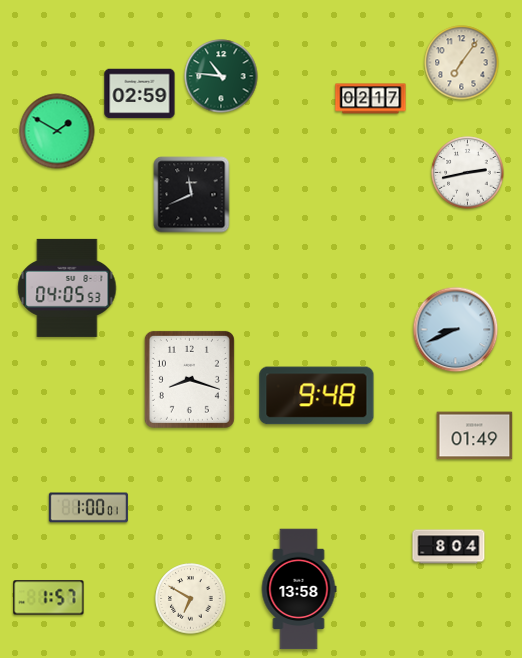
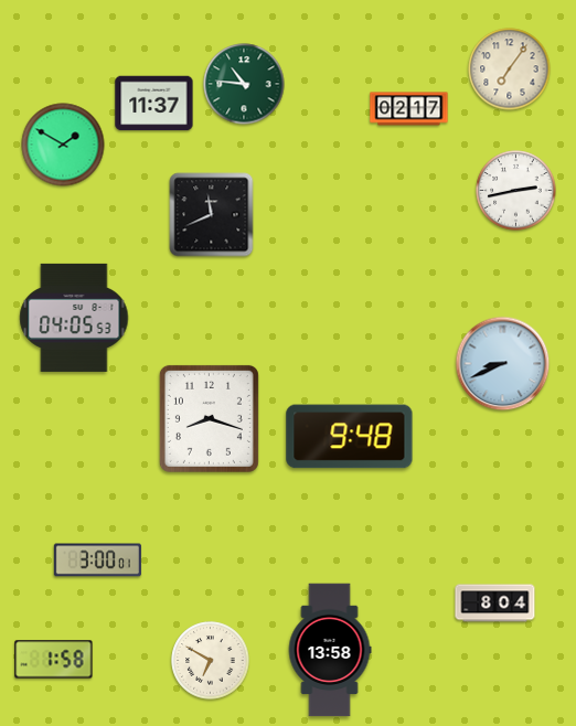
clock at (140, 94): 02:59 -> 11:37
clock at (475, 436): 01:49 -> none
clock at (88, 508): 1:00 -> 3:00
clock at (49, 598): 1:57 -> 1:58
